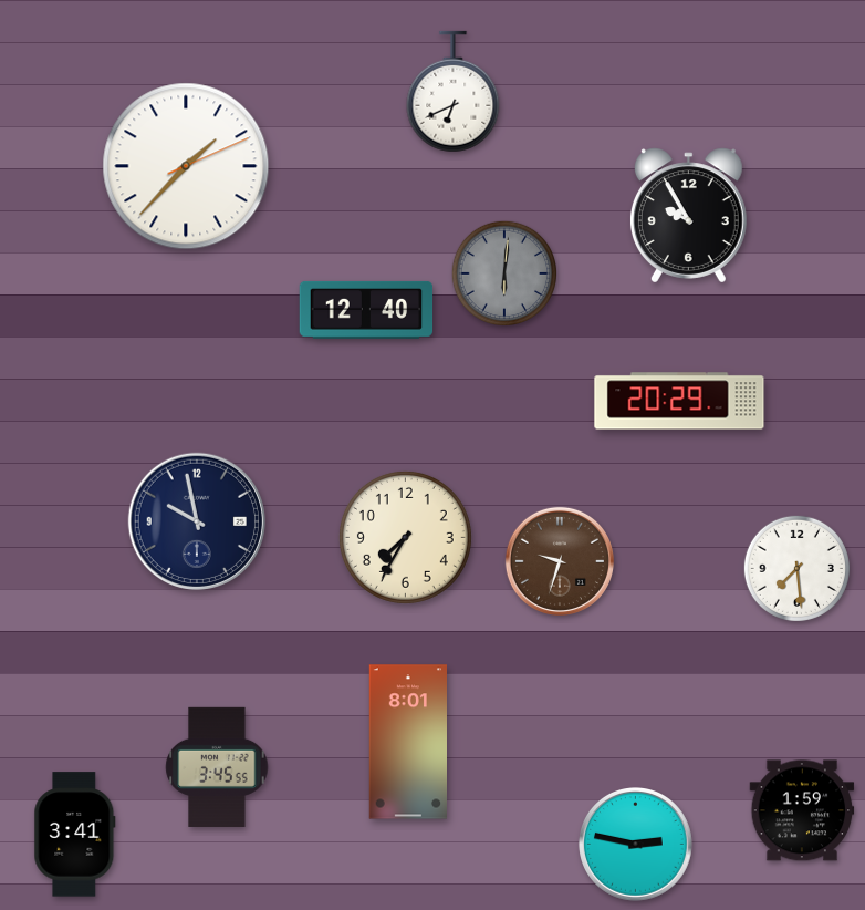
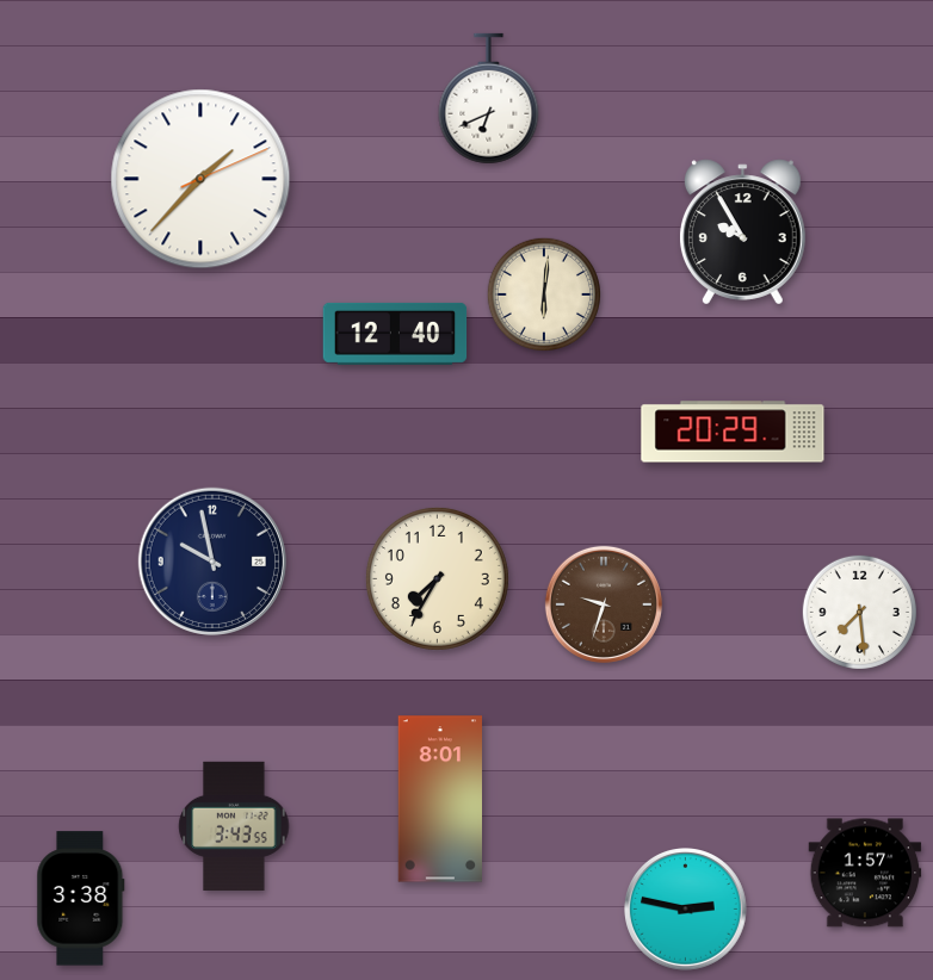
clock at (503, 272) dial: grey -> cream
clock at (217, 766): 3:45 -> 3:43
clock at (802, 810): 1:59 -> 1:57
clock at (75, 835): 3:41 -> 3:38
